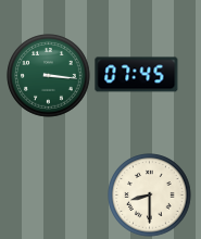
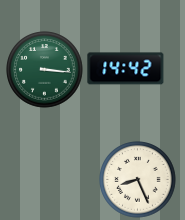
clock at (137, 75): 07:45 -> 14:42
clock at (150, 196): 8:30 -> 8:26
